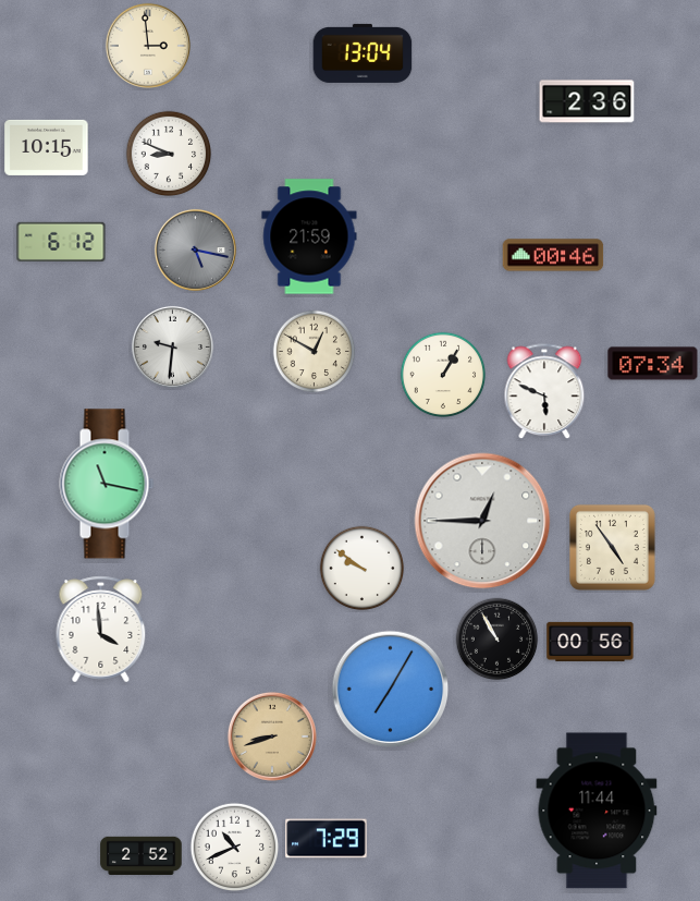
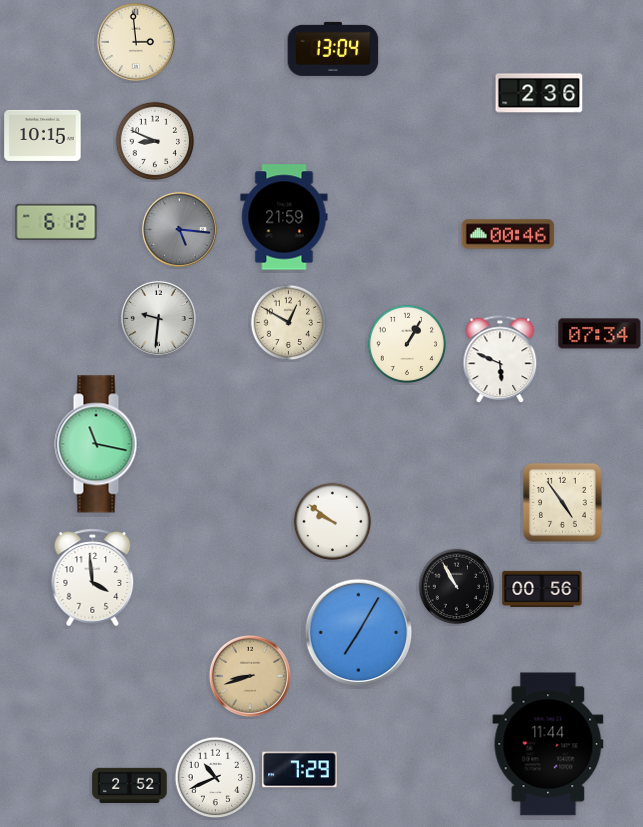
clock at (195, 249): 5:17 -> 5:16
clock at (482, 521): 12:45 -> none
